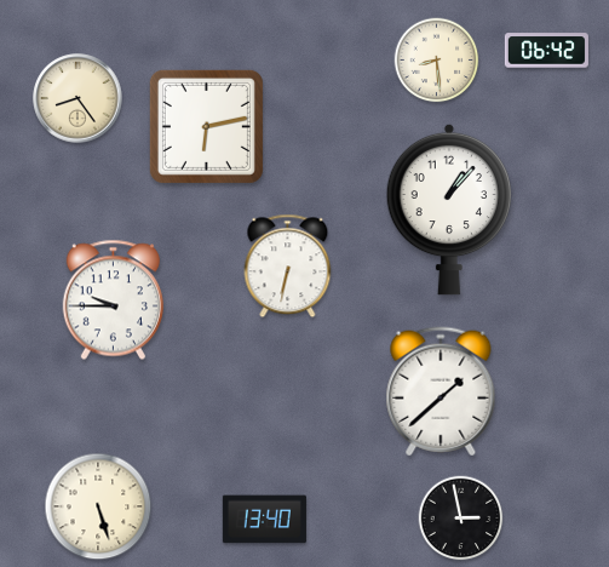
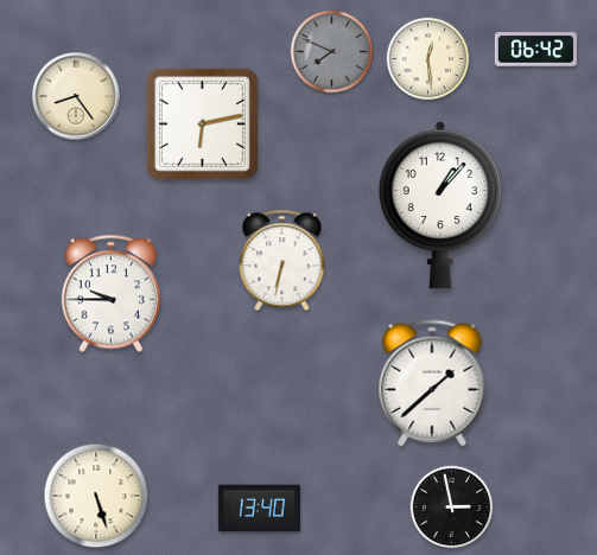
clock at (332, 52): none -> 7:49
clock at (437, 61): 8:29 -> 12:29
